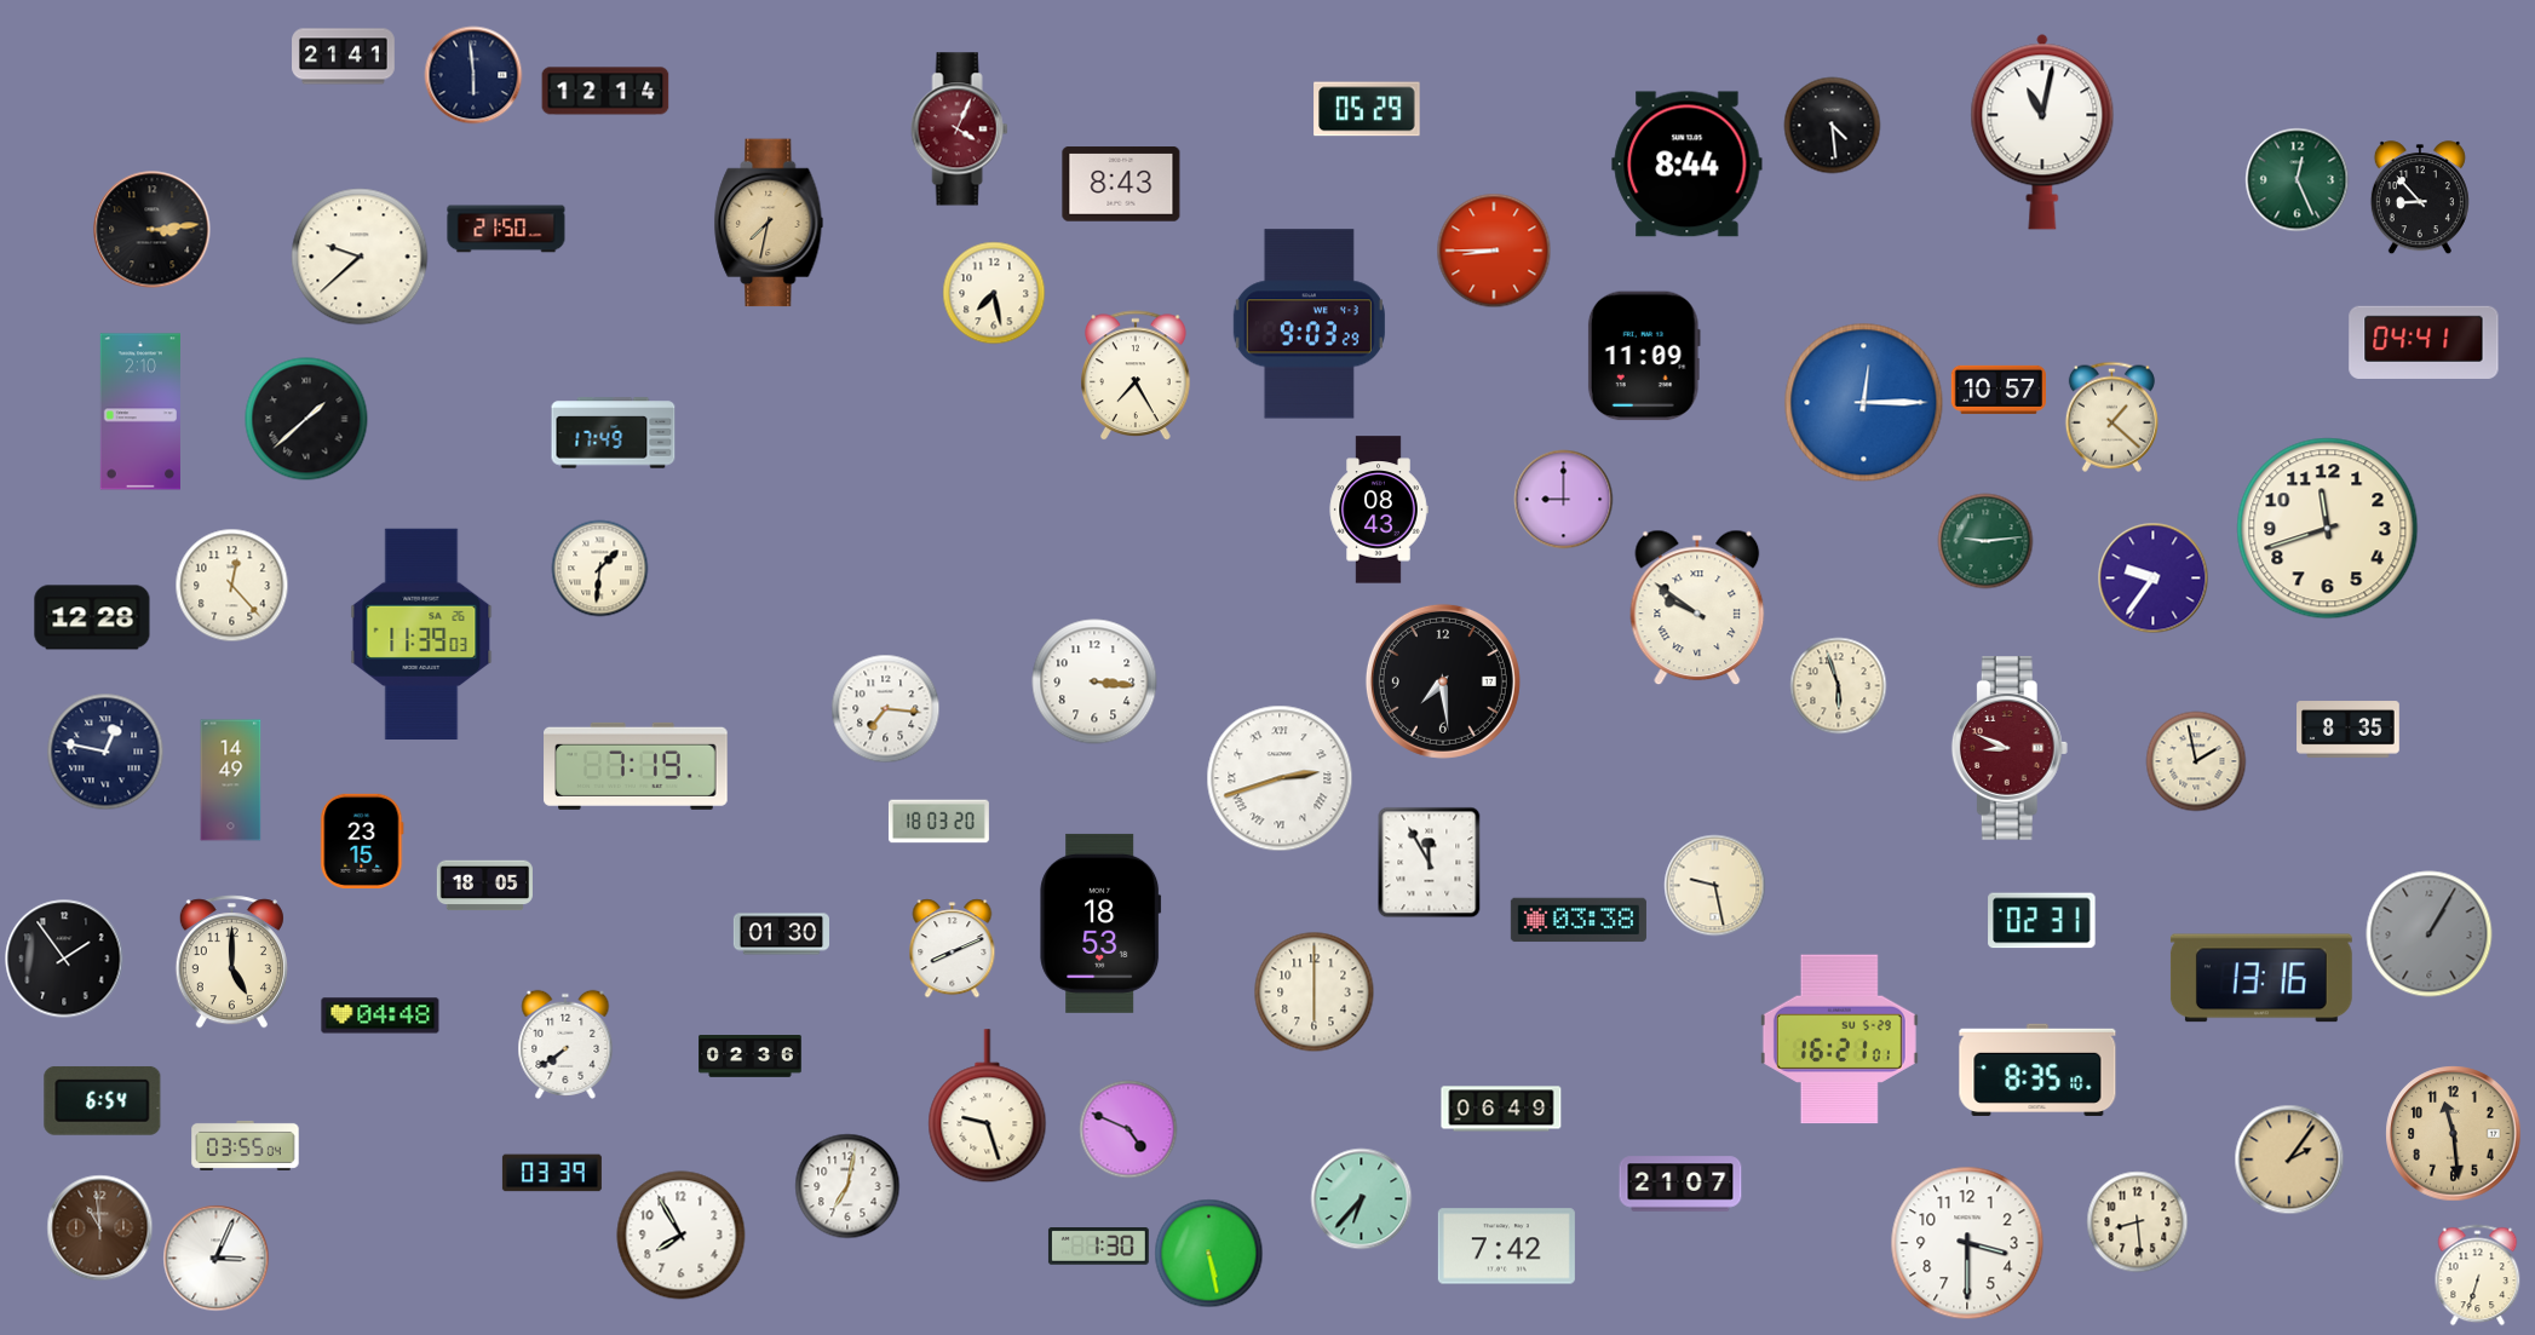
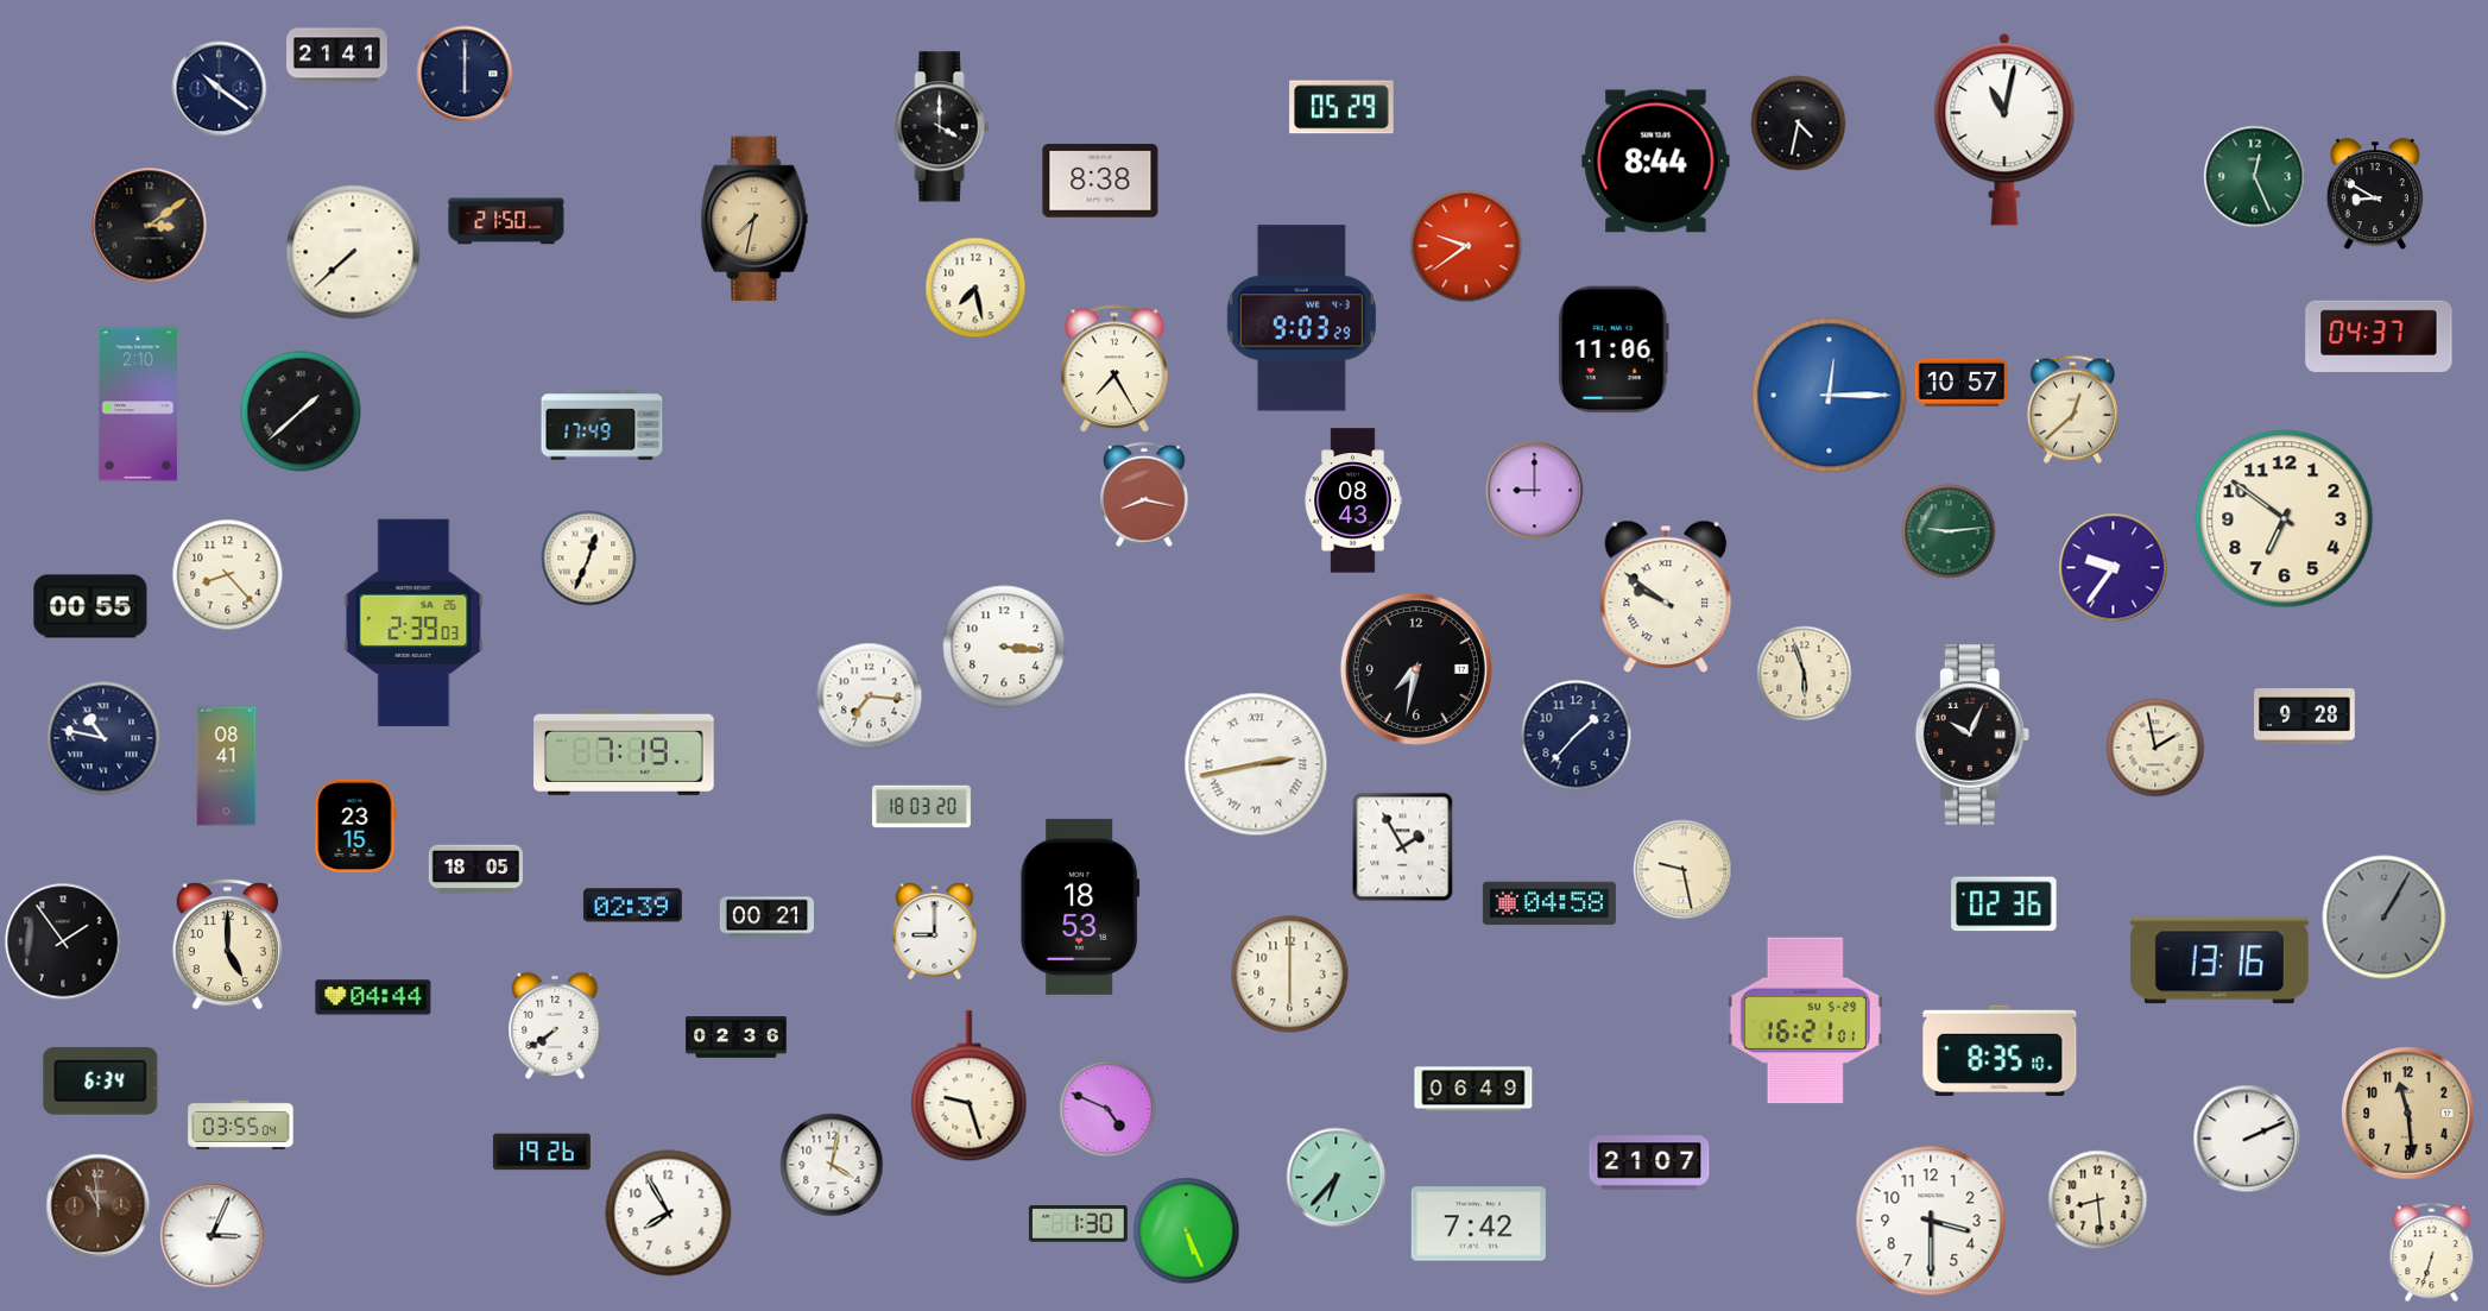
clock at (473, 75): 5:59 -> 6:00
clock at (220, 89): none -> 10:21
clock at (605, 91): 12:14 -> none
clock at (1833, 126): 4:29 -> 4:32
clock at (960, 130): 4:04 -> 4:00
clock at (960, 130) dial: burgundy -> black
clock at (1121, 184): 8:43 -> 8:38
clock at (2420, 198): 8:53 -> 8:50
clock at (506, 229) position: (506, 229) -> (506, 221)
clock at (153, 230): 3:14 -> 3:09
clock at (1494, 251): 8:45 -> 9:39
clock at (360, 257): 9:38 -> 7:38
clock at (1309, 324) position: (1309, 324) -> (1301, 319)
clock at (2424, 343): 04:41 -> 04:37
clock at (1644, 356): 11:09 -> 11:06
clock at (2111, 416): 1:22 -> 12:38
clock at (1144, 494): none -> 8:17
clock at (2328, 529): 11:42 -> 6:51
clock at (600, 569): 1:31 -> 12:34
clock at (232, 586): 12:23 -> 8:23
clock at (92, 617): 12:28 -> 00:55
clock at (421, 633): 11:39 -> 2:39
clock at (1094, 681) position: (1094, 681) -> (1004, 647)
clock at (1443, 681): 7:29 -> 7:32
clock at (2349, 730): 8:35 -> 9:28
clock at (2010, 748): 8:49 -> 10:04
clock at (2010, 748) dial: burgundy -> black
clock at (1577, 736): none -> 1:37
clock at (105, 752): 12:47 -> 10:47
clock at (1280, 778): 2:42 -> 2:43
clock at (231, 781): 14:49 -> 08:41
clock at (1430, 863): 11:55 -> 1:55
clock at (1579, 920): 03:38 -> 04:58
clock at (2042, 921): 02:31 -> 02:36
clock at (632, 906): none -> 02:39
clock at (781, 934): 01:30 -> 00:21
clock at (953, 949): 8:11 -> 9:00
clock at (380, 1015): 04:48 -> 04:44
clock at (103, 1100): 6:54 -> 6:34
clock at (2289, 1160): 2:06 -> 2:11
clock at (2289, 1160) dial: champagne -> white
clock at (552, 1173): 03:39 -> 19:26
clock at (847, 1186): 7:02 -> 4:02
clock at (1209, 1254): 5:28 -> 5:26
